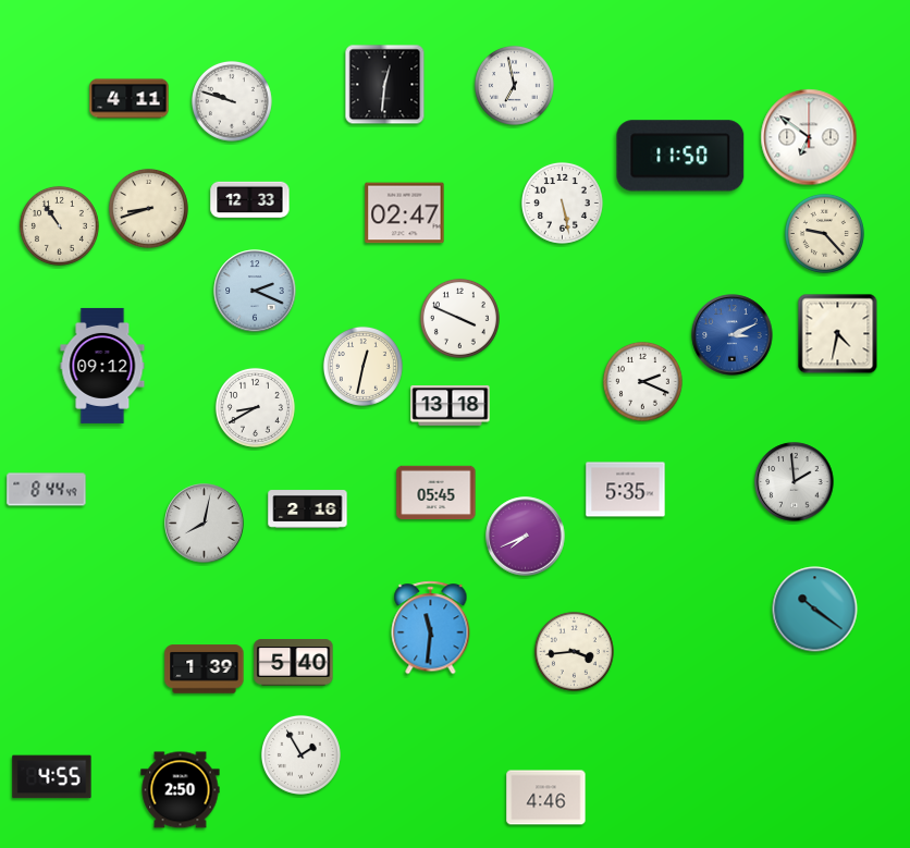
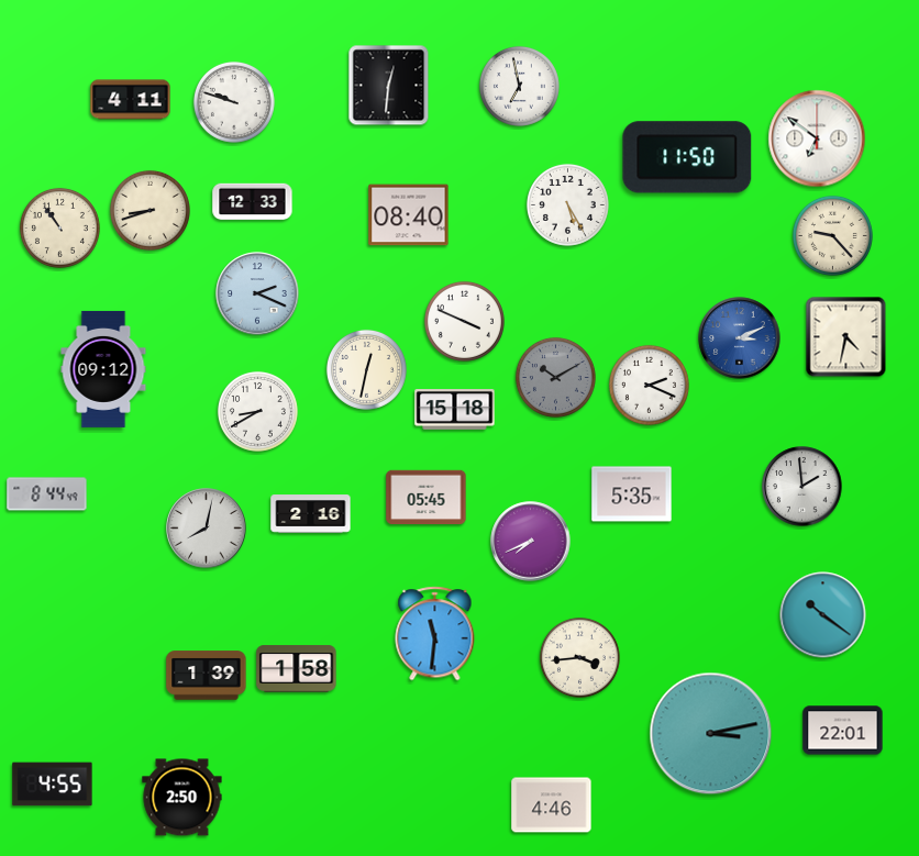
clock at (563, 204): 5:28 -> 5:25
clock at (405, 213): 02:47 -> 08:40
clock at (555, 377): none -> 10:10
clock at (451, 406): 13:18 -> 15:18
clock at (436, 493) position: (436, 493) -> (427, 498)
clock at (294, 663): 5:40 -> 1:58
clock at (843, 731): none -> 22:01
clock at (711, 734): none -> 3:13
clock at (300, 754): 1:55 -> none
